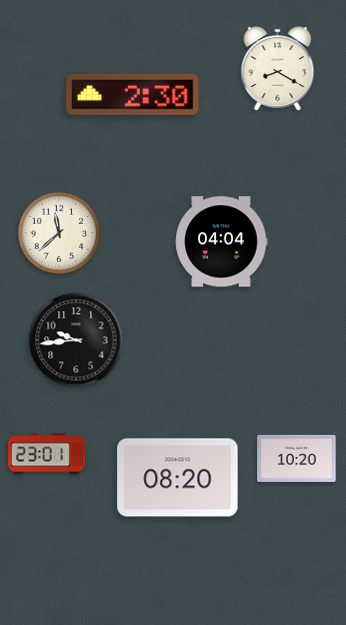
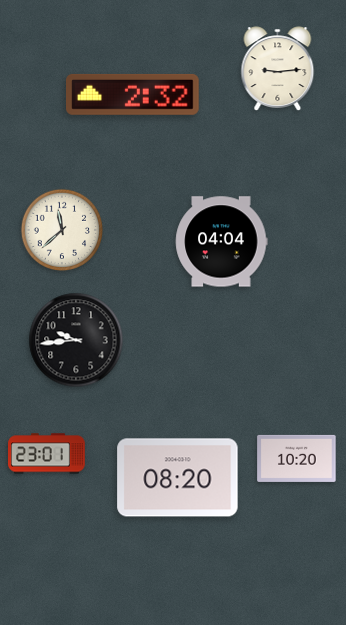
clock at (278, 69): 8:20 -> 9:14
clock at (133, 94): 2:30 -> 2:32
clock at (59, 233) position: (59, 233) -> (62, 230)
